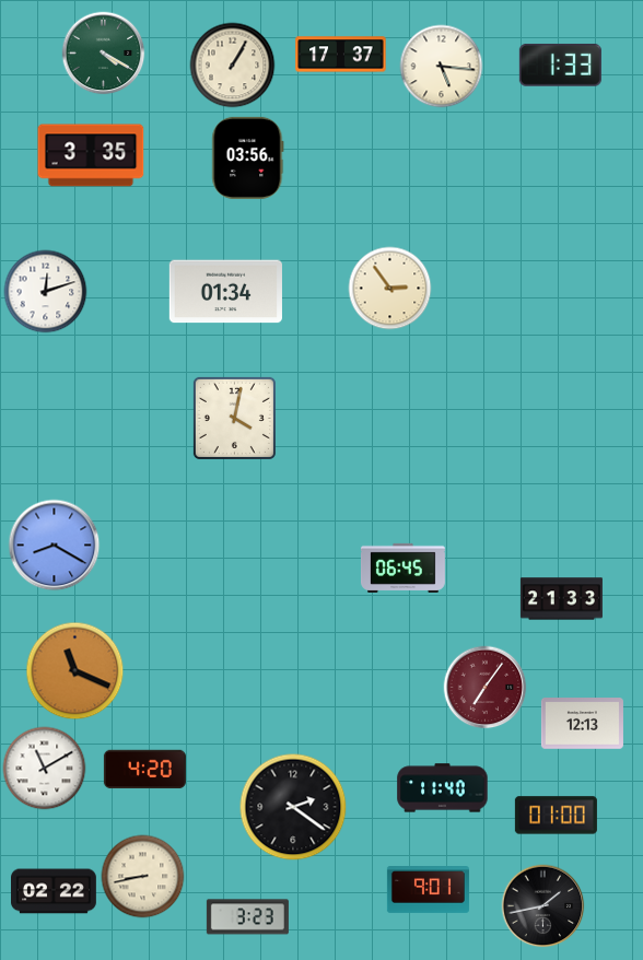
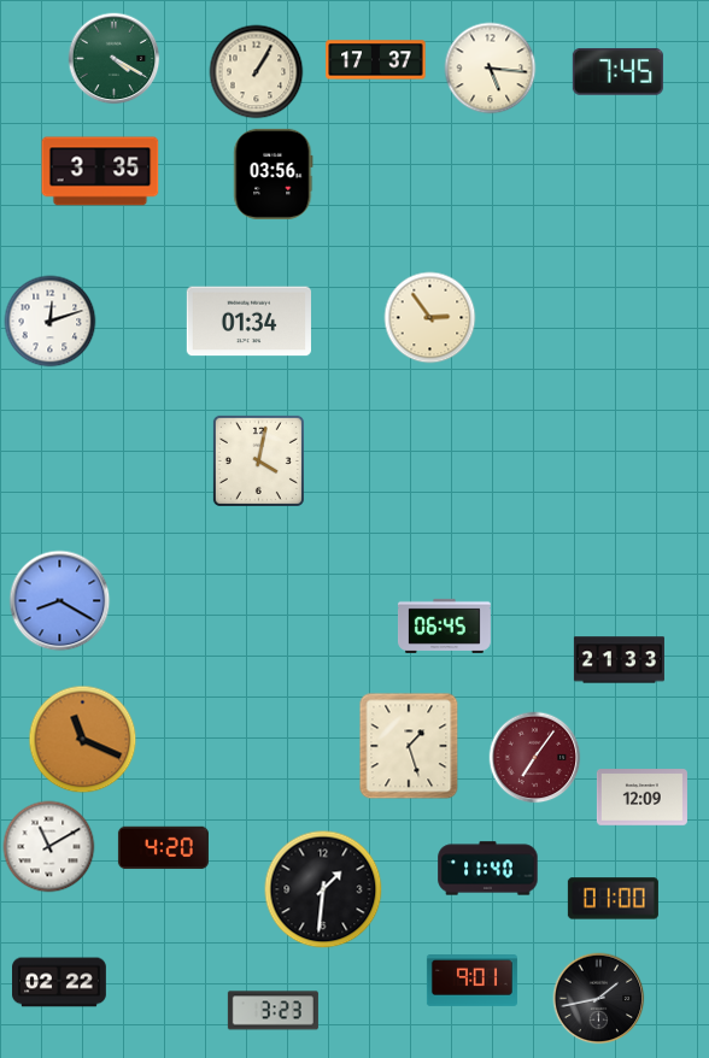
clock at (560, 65): 1:33 -> 7:45
clock at (442, 67) position: (442, 67) -> (491, 69)
clock at (409, 746): none -> 1:27
clock at (582, 724): 12:13 -> 12:09
clock at (144, 770) position: (144, 770) -> (163, 848)
clock at (293, 807): 2:21 -> 1:31
clock at (143, 877): 8:43 -> none
